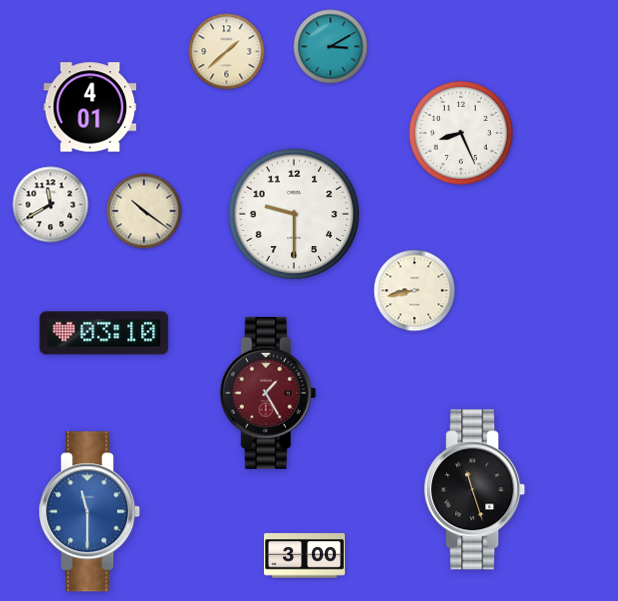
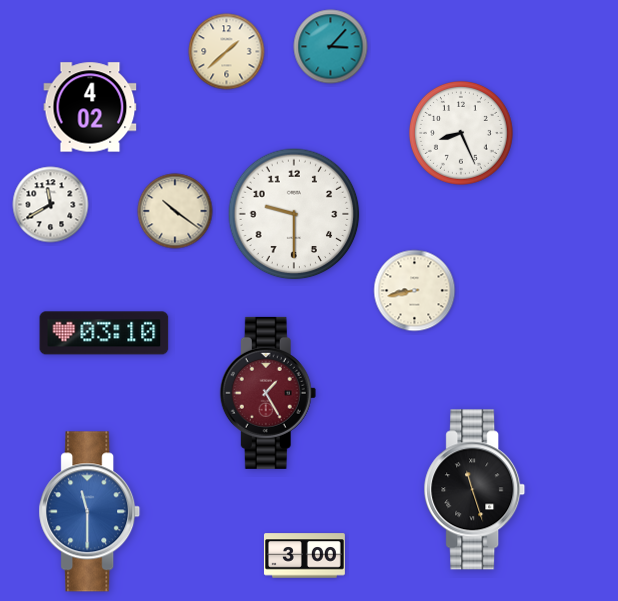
clock at (331, 47): 3:10 -> 3:07
clock at (90, 107): 4:01 -> 4:02
clock at (144, 211) position: (144, 211) -> (175, 211)
